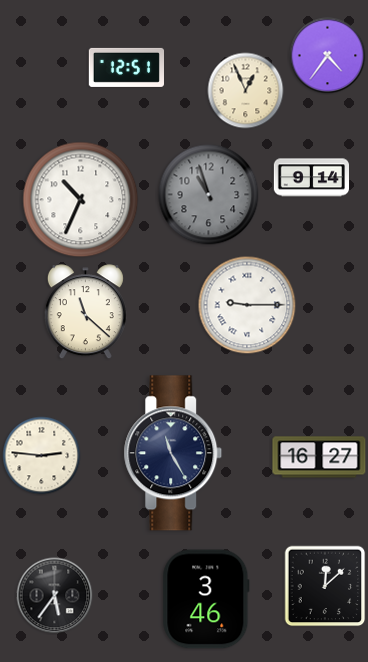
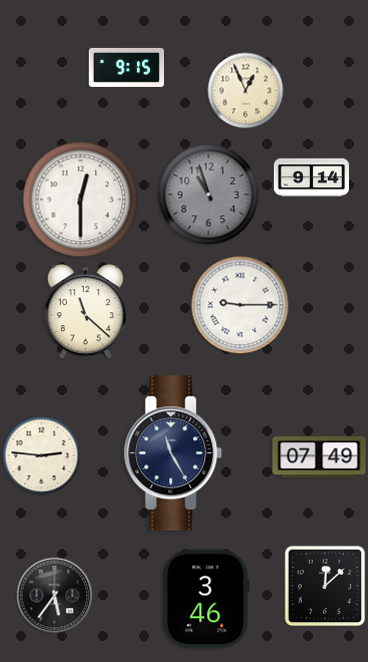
clock at (328, 56): 4:36 -> none
clock at (126, 67): 12:51 -> 9:15
clock at (81, 200): 10:34 -> 12:30
clock at (247, 305) position: (247, 305) -> (240, 305)
clock at (319, 457): 16:27 -> 07:49
